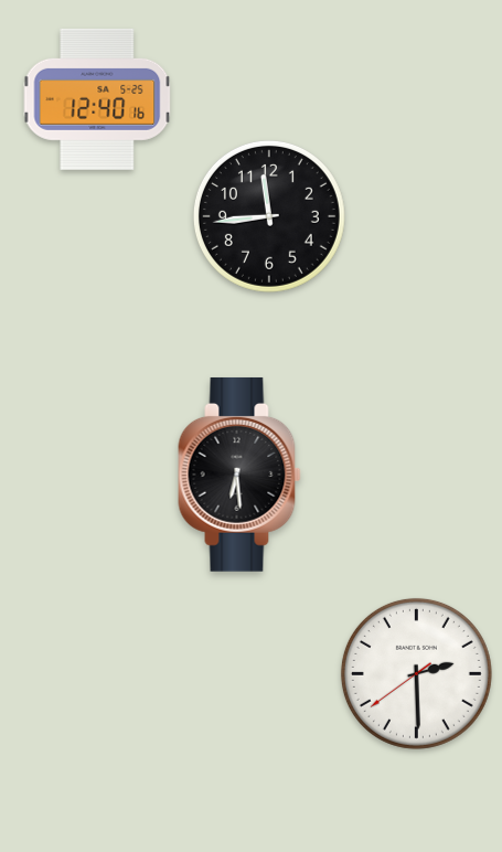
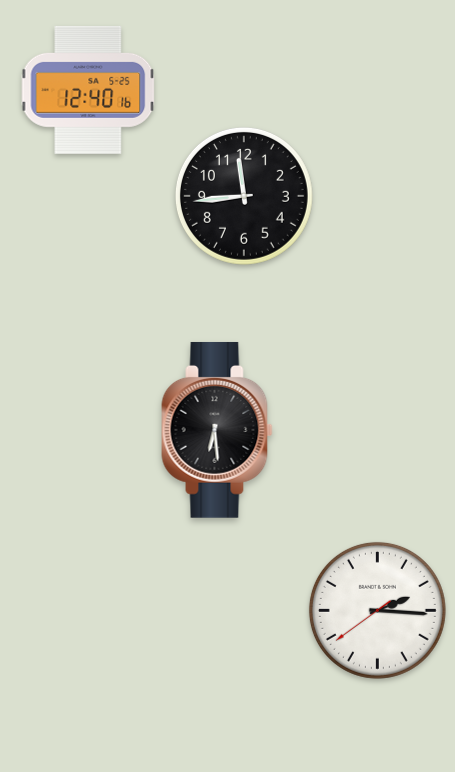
clock at (416, 673): 2:29 -> 2:15
